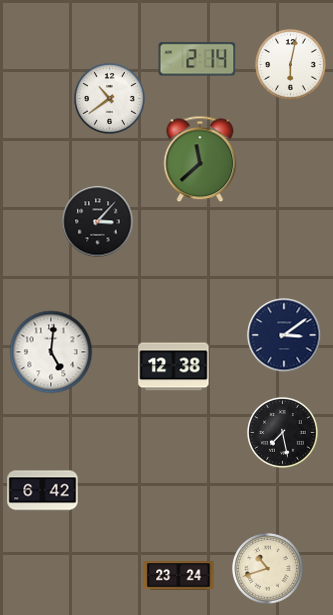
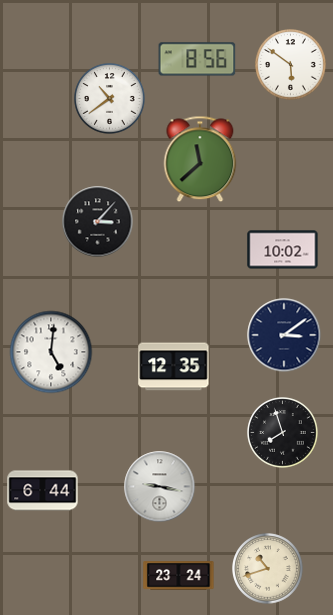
clock at (197, 59): 2:14 -> 8:56
clock at (291, 65): 6:02 -> 5:51
clock at (283, 250): none -> 10:02
clock at (174, 367): 12:38 -> 12:35
clock at (283, 433): 7:28 -> 7:57
clock at (160, 487): none -> 9:17
clock at (43, 491): 6:42 -> 6:44
